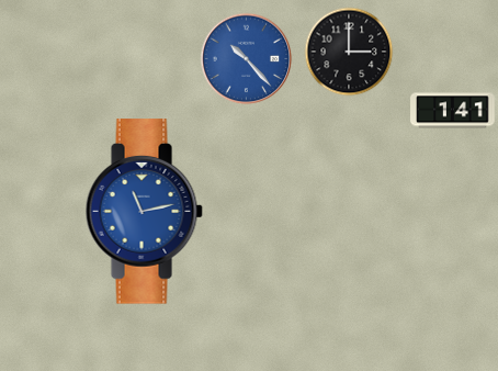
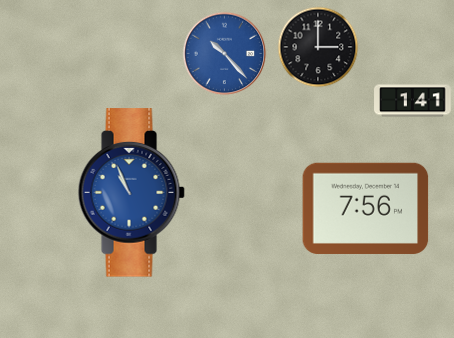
clock at (144, 212): 11:13 -> 10:56
clock at (366, 208): none -> 7:56
